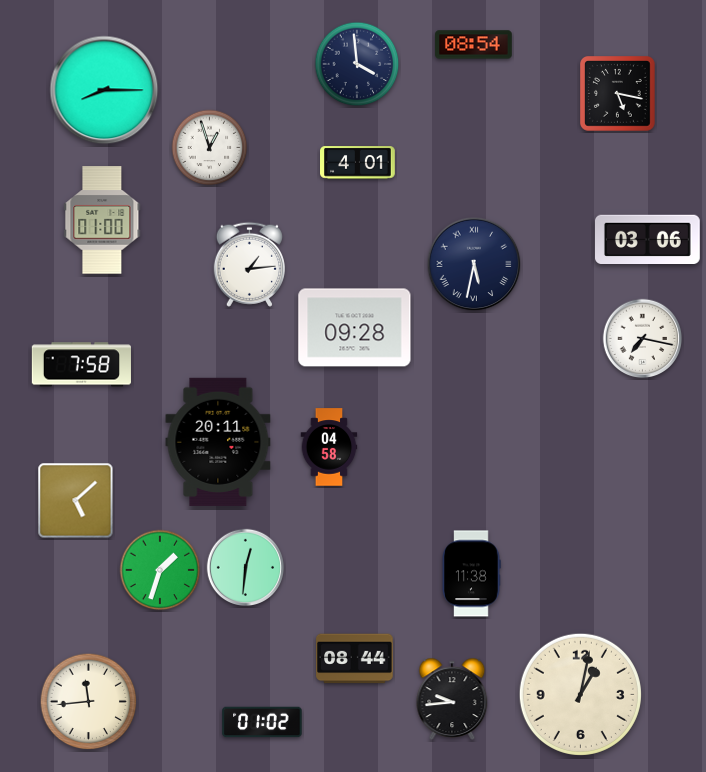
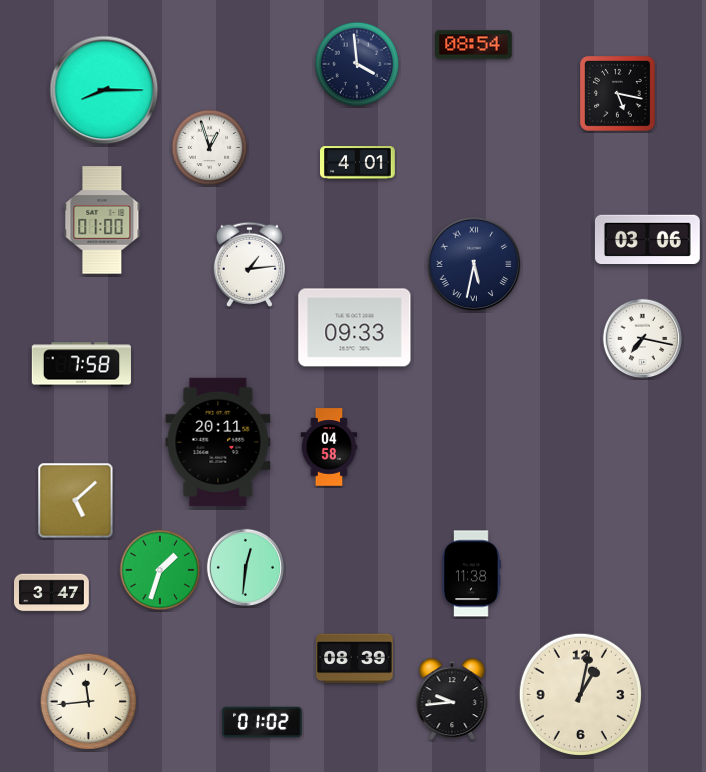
clock at (355, 328): 09:28 -> 09:33
clock at (52, 593): none -> 3:47
clock at (355, 659): 08:44 -> 08:39
